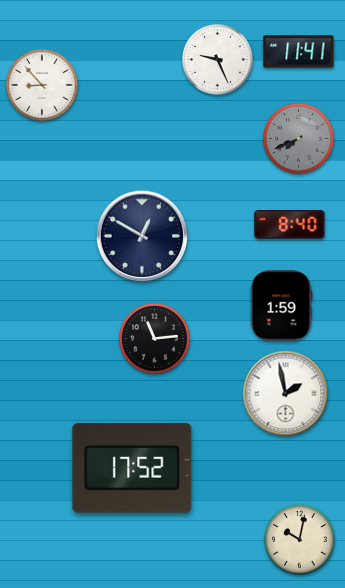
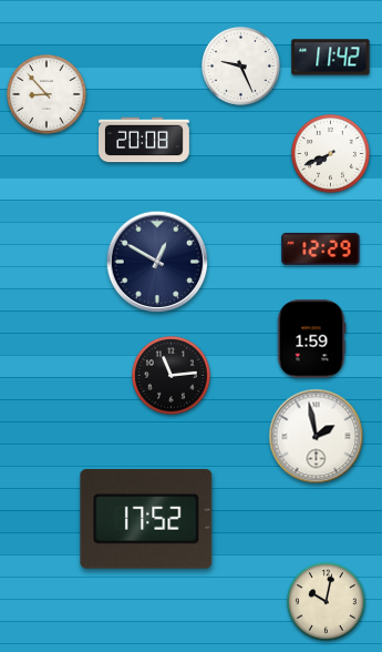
clock at (299, 52): 11:41 -> 11:42
clock at (145, 140): none -> 20:08
clock at (299, 139) dial: grey -> white
clock at (290, 224): 8:40 -> 12:29
clock at (300, 540) position: (300, 540) -> (327, 602)
